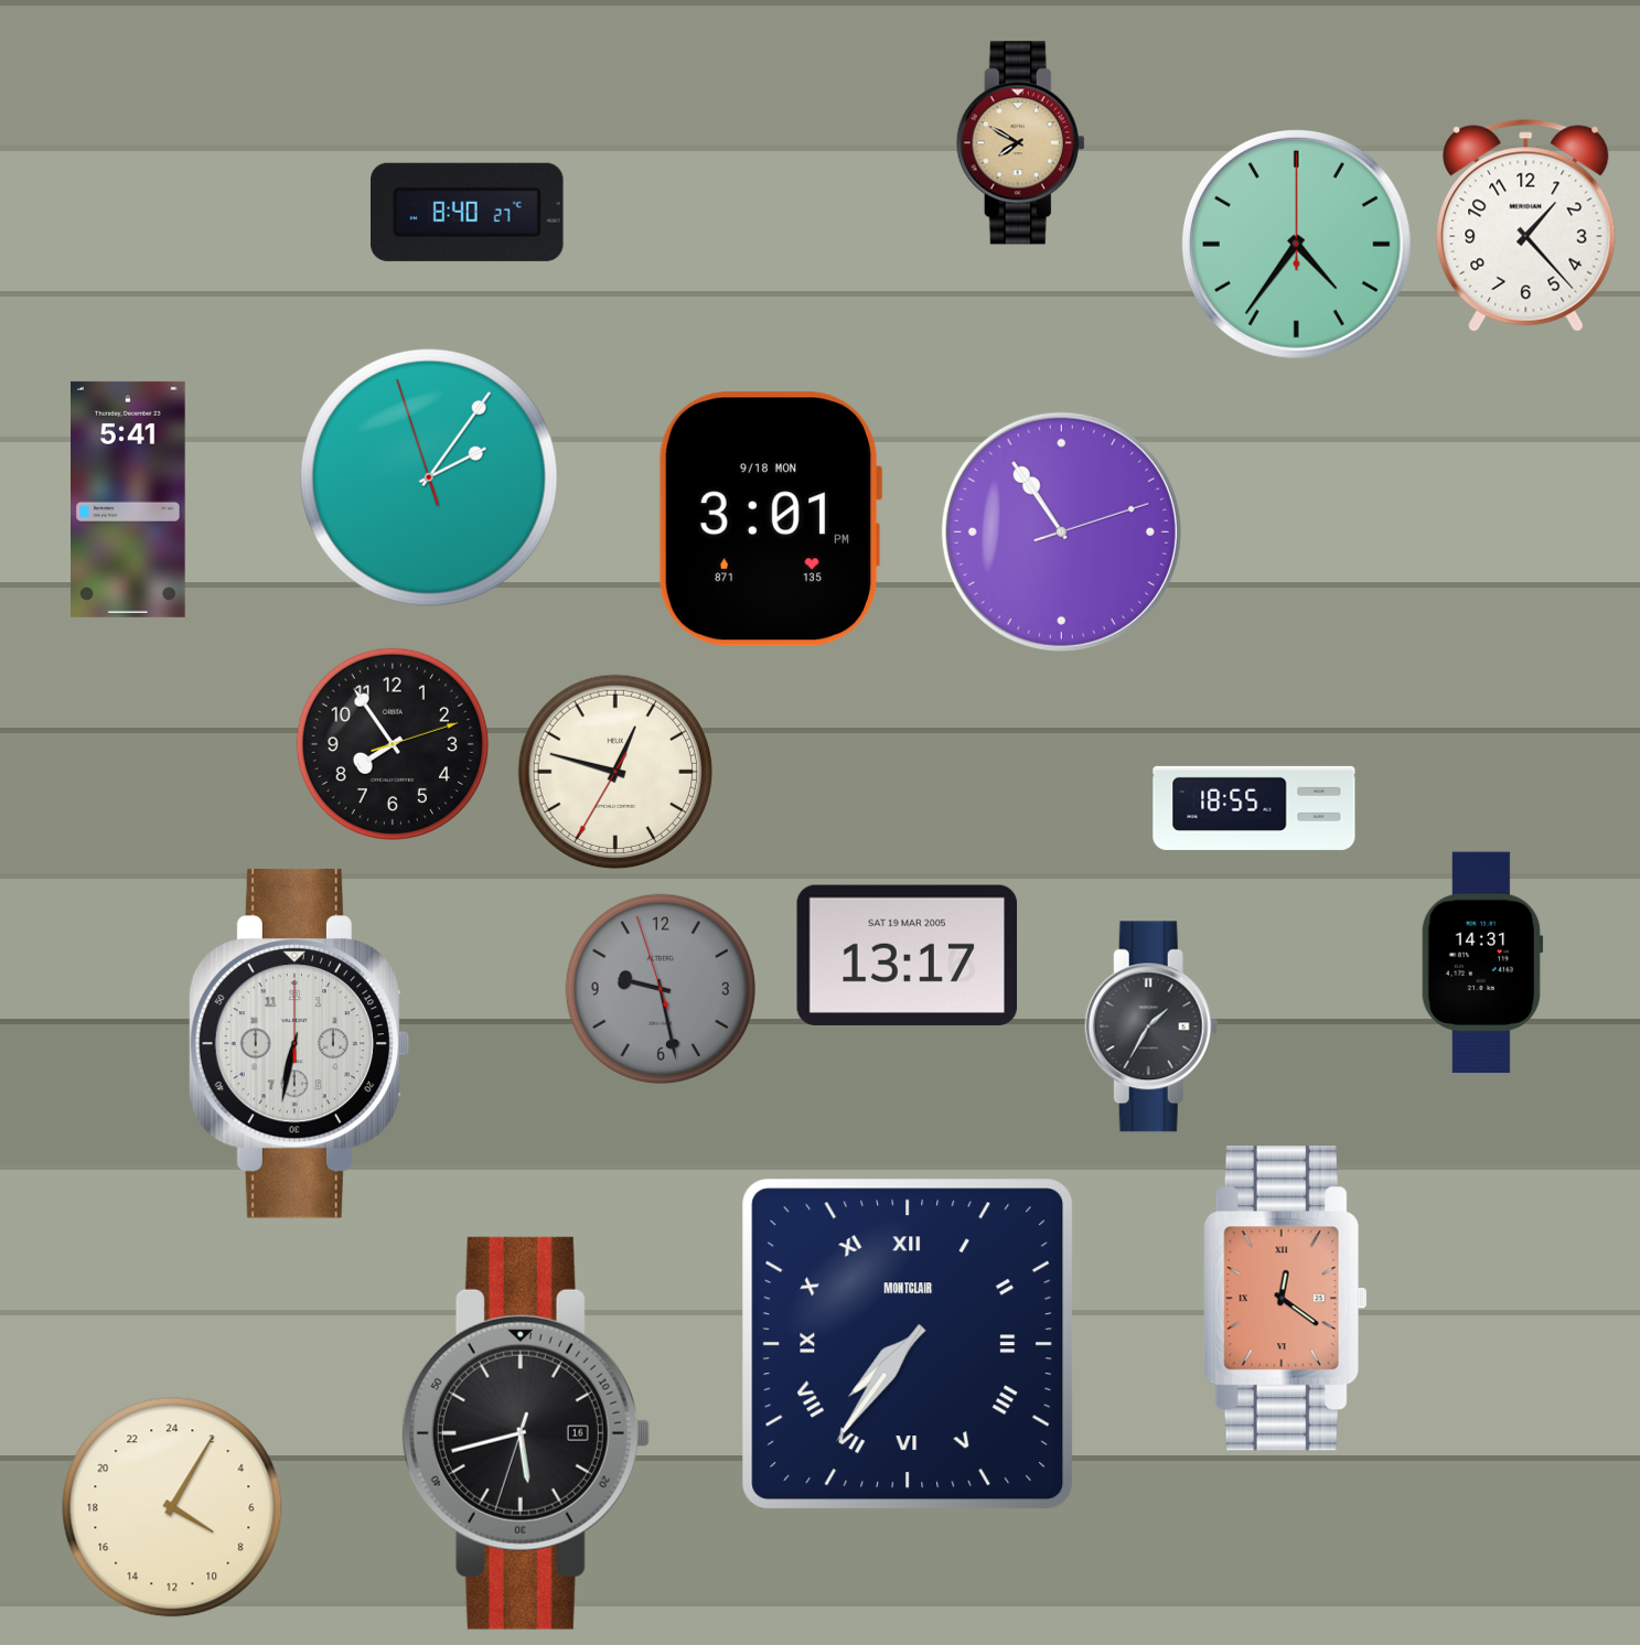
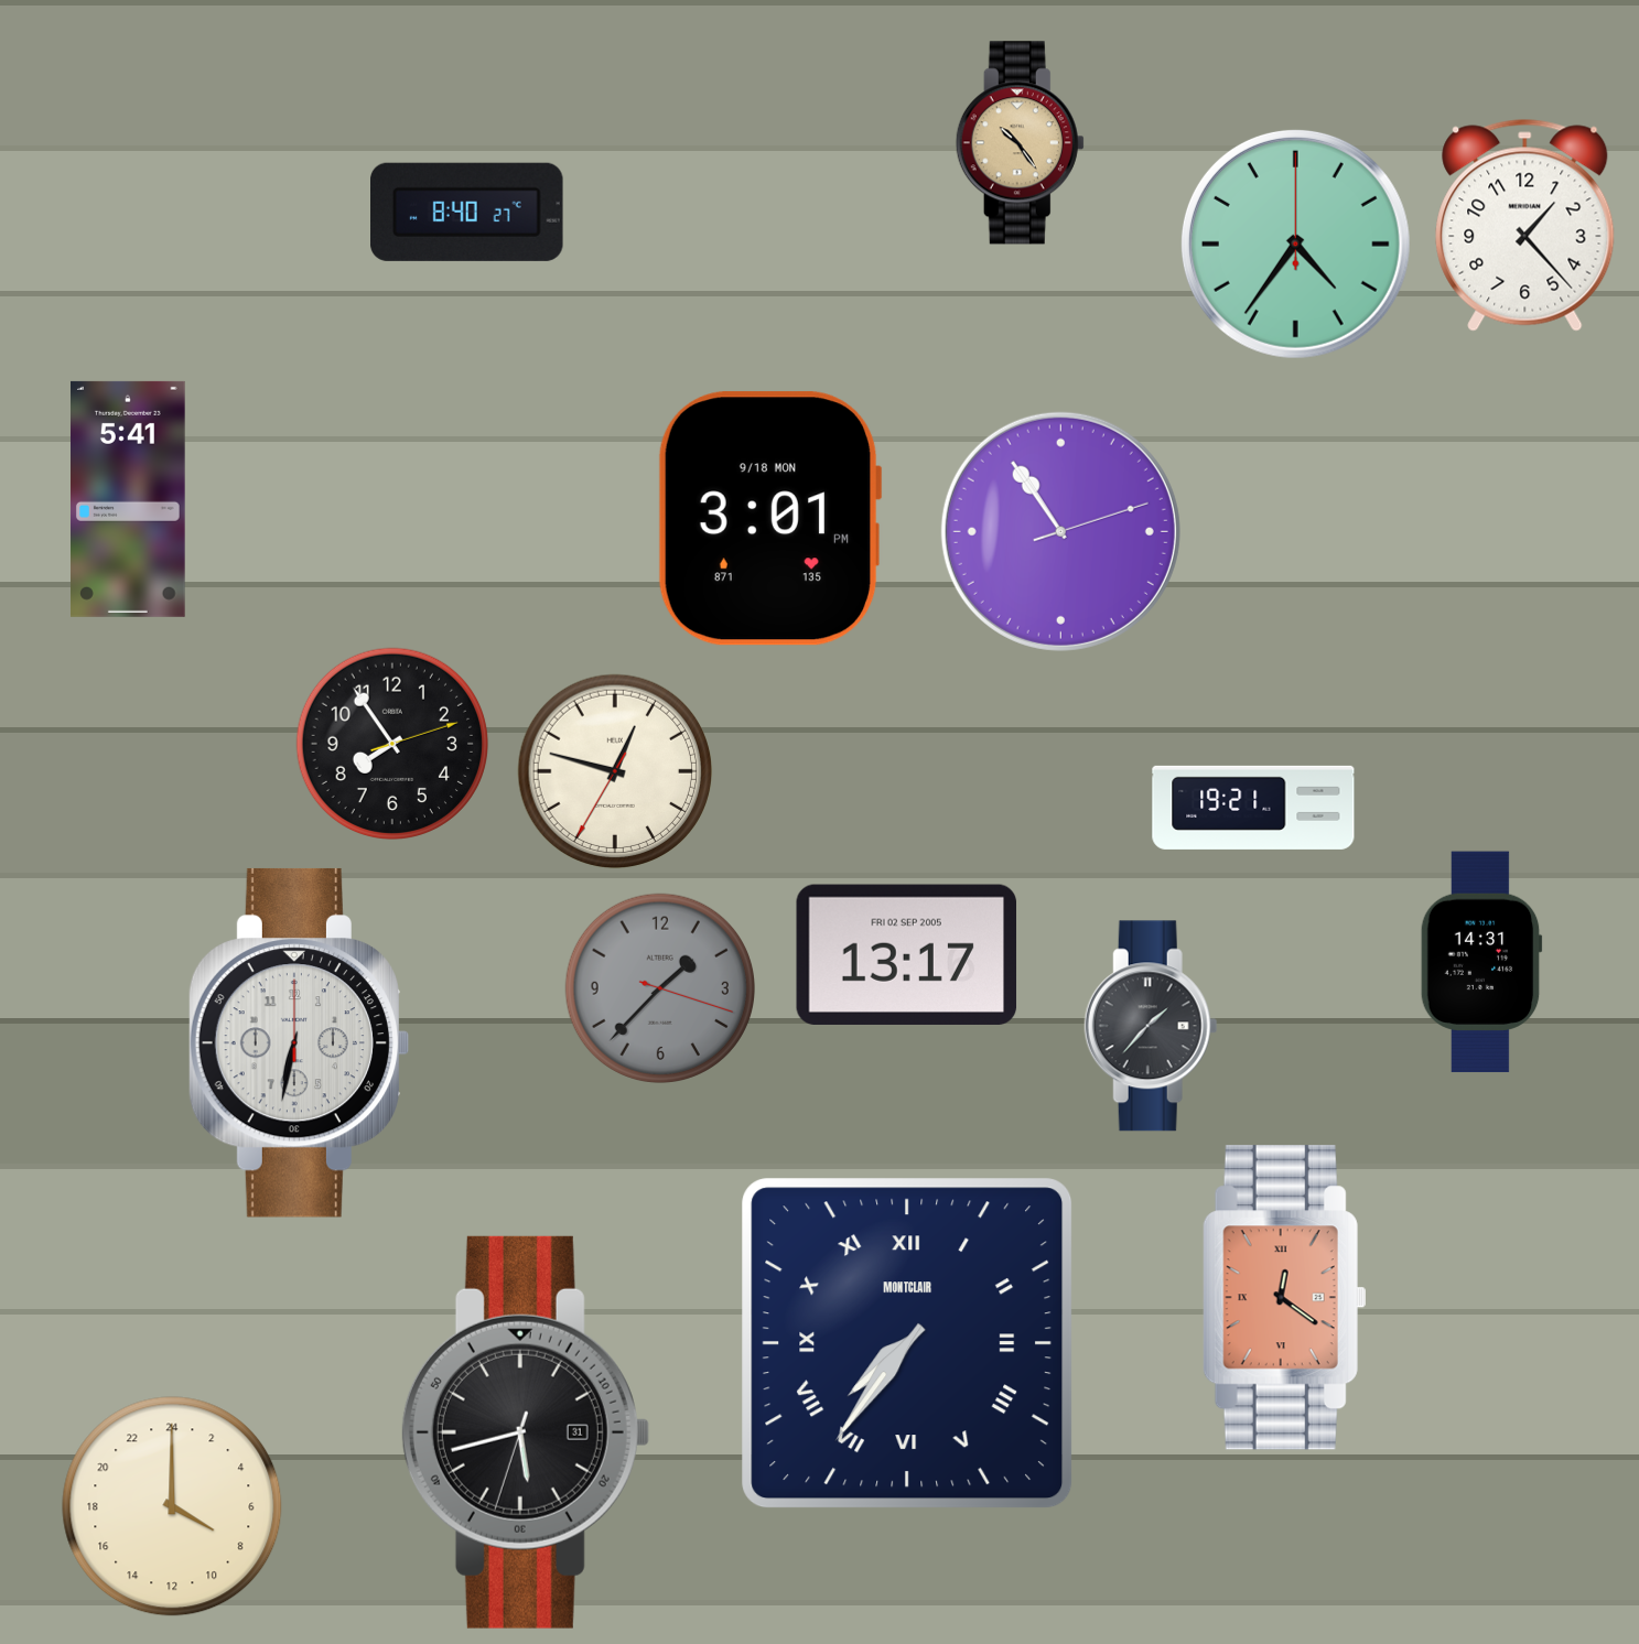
clock at (1020, 143): 7:50 -> 10:24
clock at (429, 477): 2:05 -> none
clock at (1254, 808): 18:55 -> 19:21
clock at (908, 955) date: SAT 19 MAR 2005 -> FRI 02 SEP 2005
clock at (660, 988): 9:27 -> 1:37
clock at (1151, 1026): 1:35 -> 1:37
clock at (525, 1433) date: 16 -> 31
clock at (172, 1507): 8:05 -> 8:00
